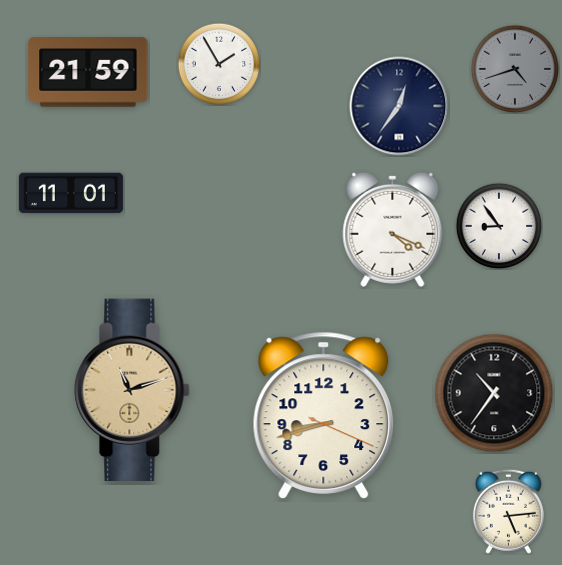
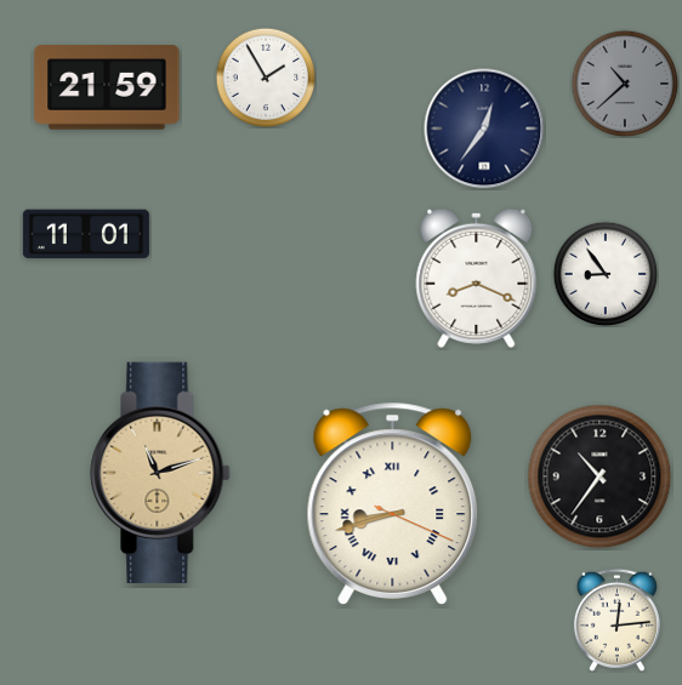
clock at (515, 69): 4:42 -> 10:38
clock at (393, 229): 4:19 -> 8:19
clock at (324, 415) numerals: Arabic -> Roman
clock at (508, 511): 5:14 -> 12:14
